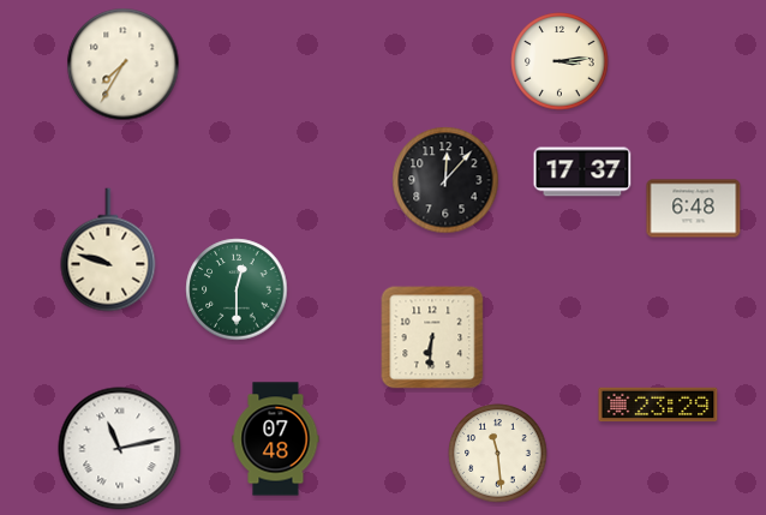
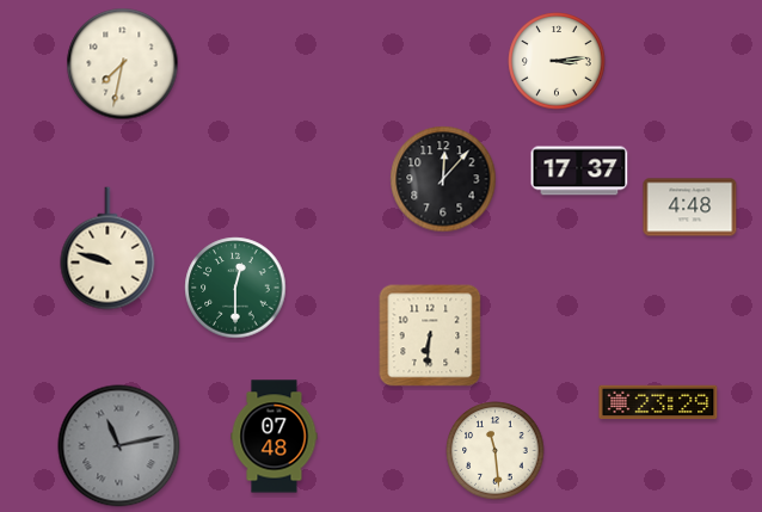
clock at (124, 65): 7:35 -> 7:32
clock at (694, 209): 6:48 -> 4:48
clock at (658, 405) position: (658, 405) -> (658, 402)
clock at (120, 449) dial: white -> grey
